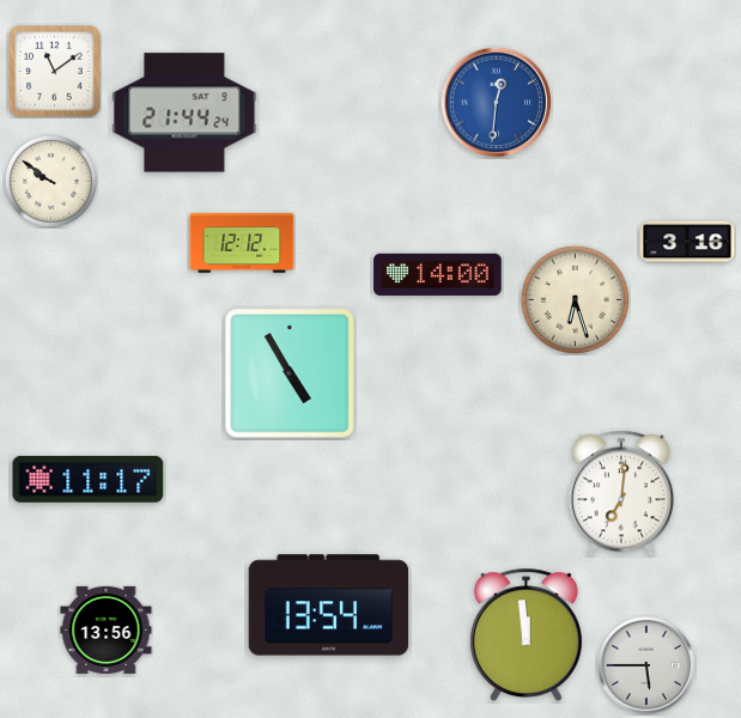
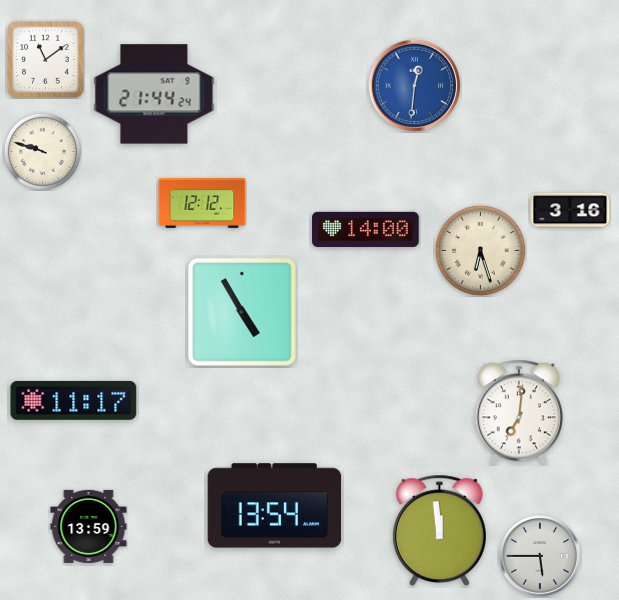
clock at (50, 181): 9:51 -> 9:48
clock at (687, 242) position: (687, 242) -> (570, 210)
clock at (107, 629): 13:56 -> 13:59
